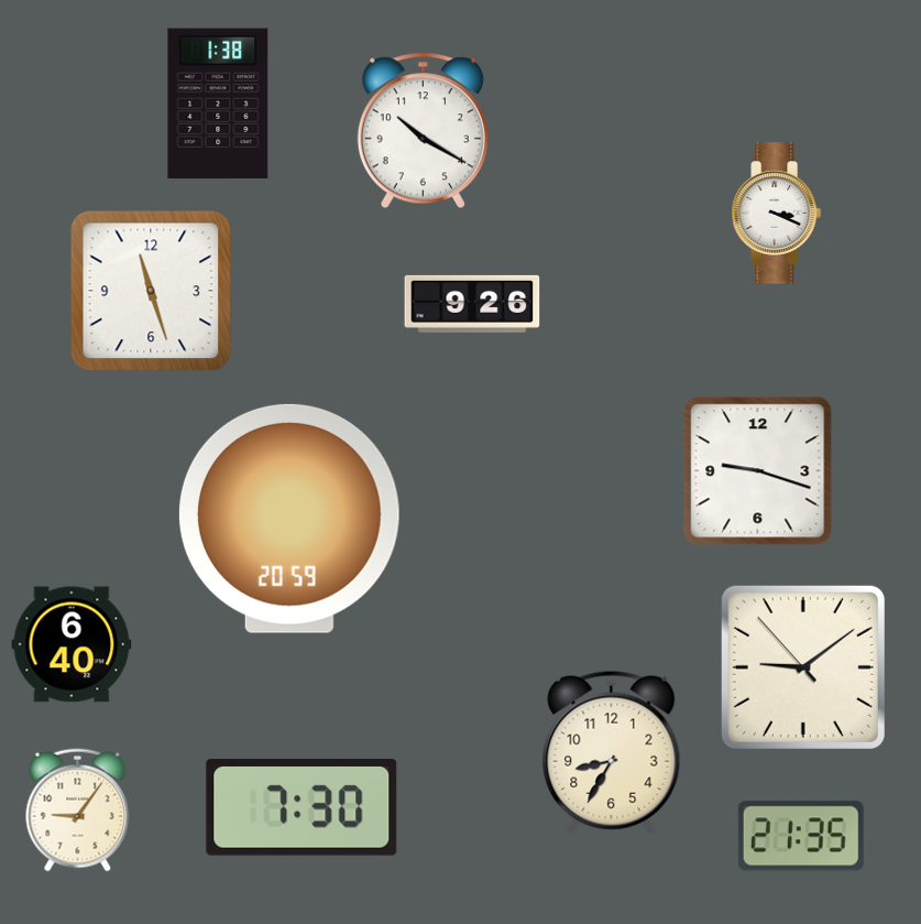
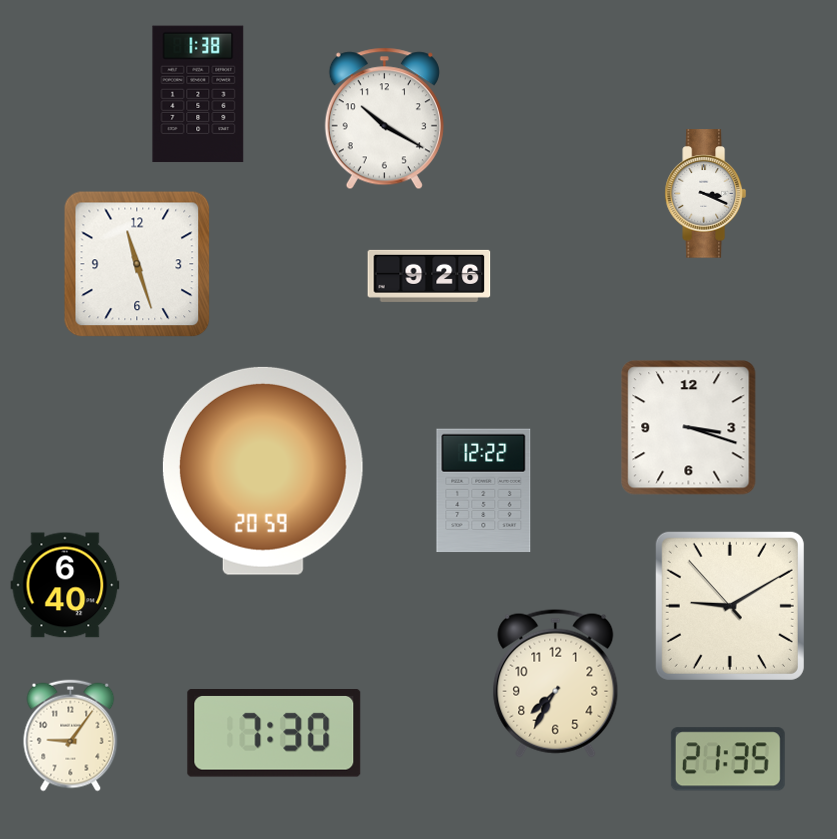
clock at (758, 471): 9:18 -> 3:18
clock at (484, 491): none -> 12:22
clock at (803, 667): 9:08 -> 9:09
clock at (612, 752): 8:35 -> 7:35
